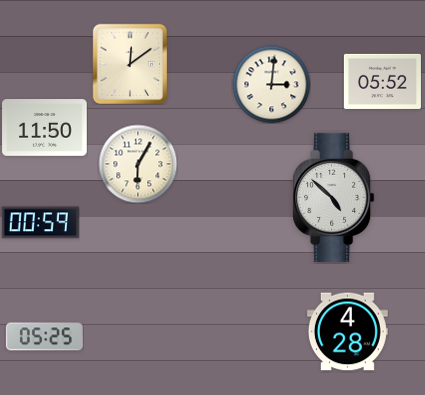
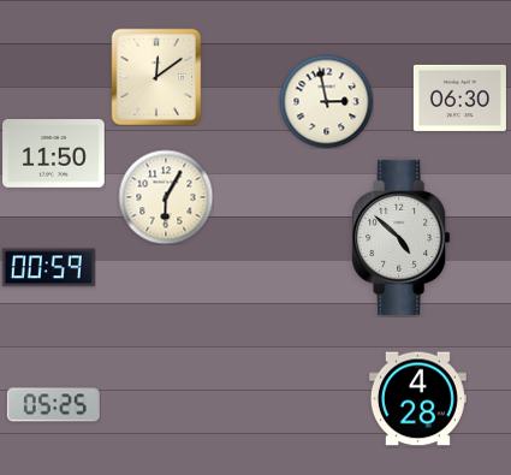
clock at (382, 81): 05:52 -> 06:30
clock at (271, 84): 3:01 -> 2:58
